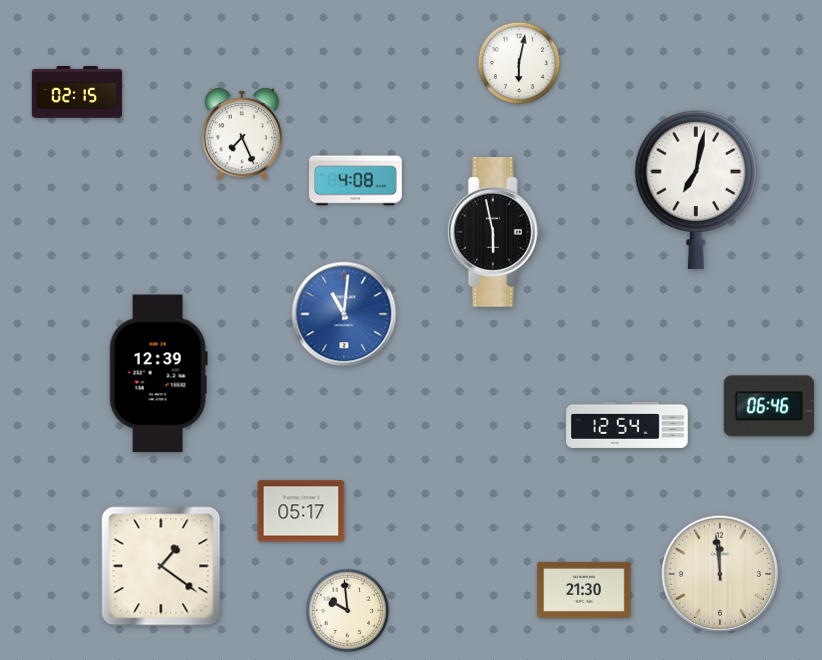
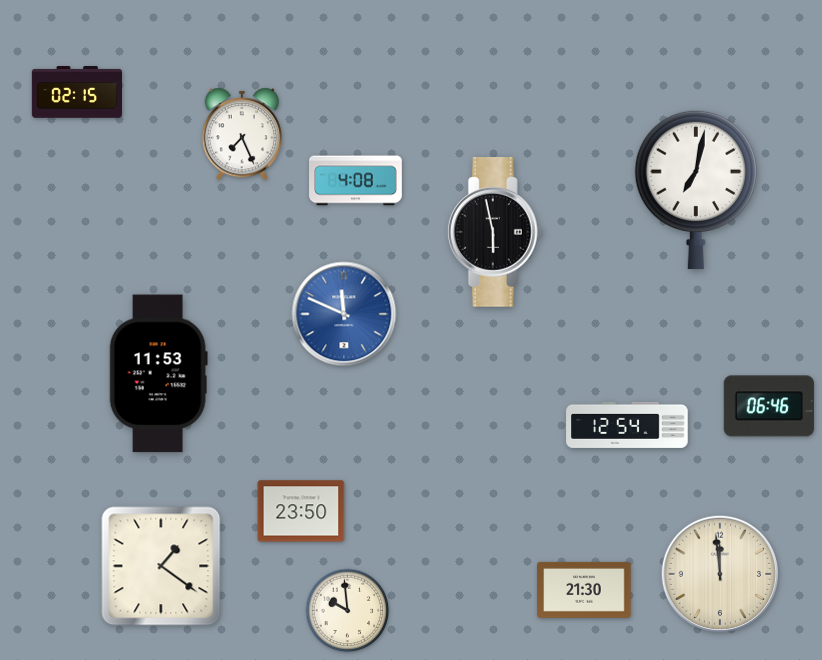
clock at (519, 63): 6:02 -> none
clock at (344, 314): 11:01 -> 11:49
clock at (158, 374): 12:39 -> 11:53
clock at (301, 511): 05:17 -> 23:50
